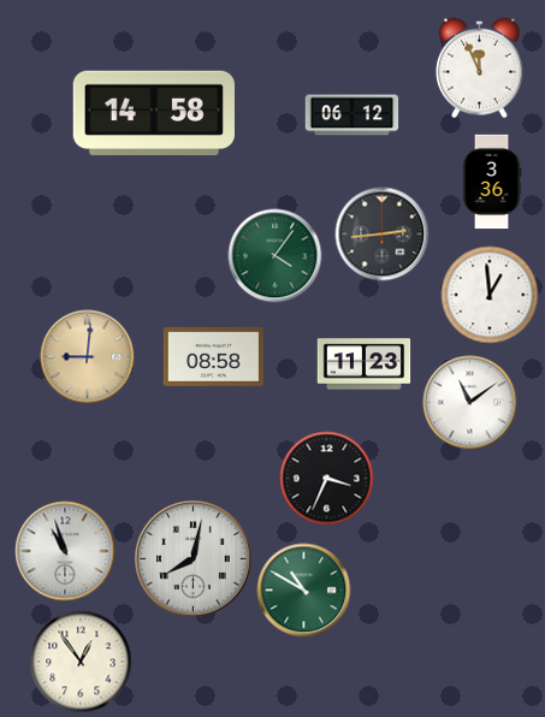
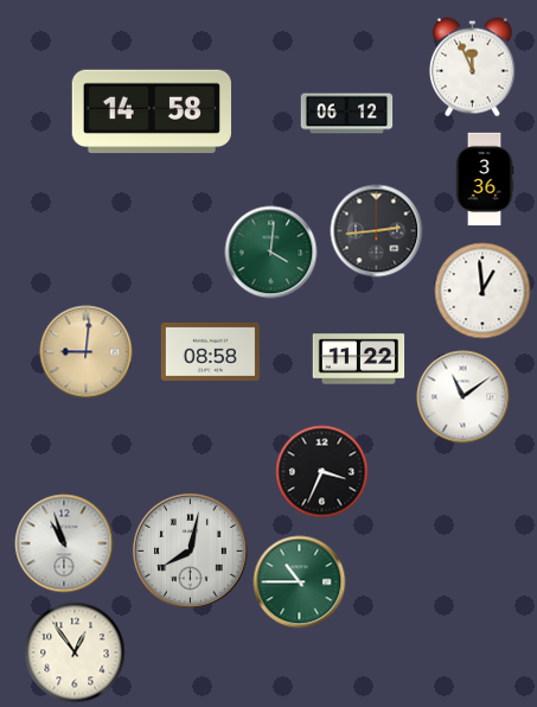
clock at (274, 255): 4:06 -> 4:01
clock at (363, 365): 11:23 -> 11:22
clock at (303, 589): 10:50 -> 10:45
clock at (81, 662) position: (81, 662) -> (75, 652)
